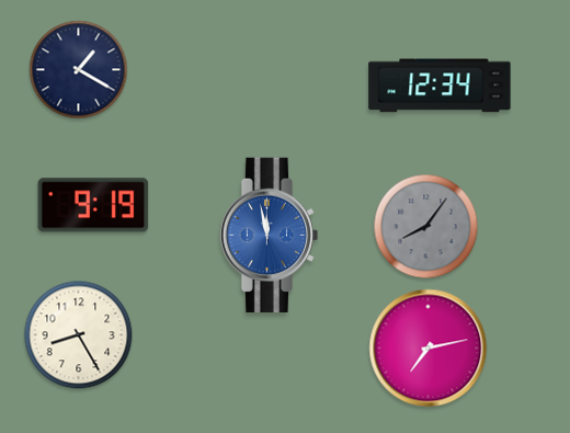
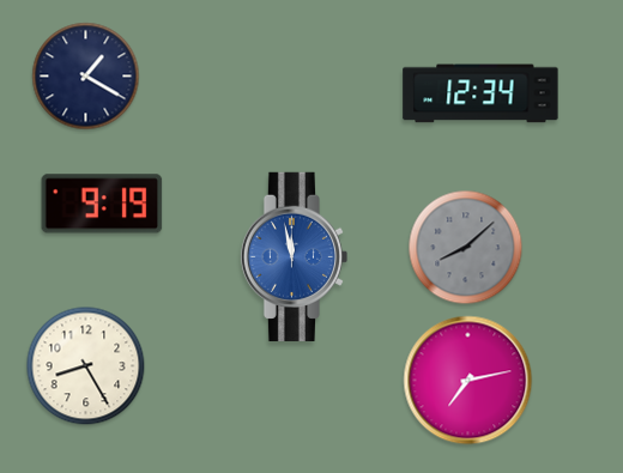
clock at (93, 205) position: (93, 205) -> (102, 204)
clock at (426, 227): 8:06 -> 8:08
